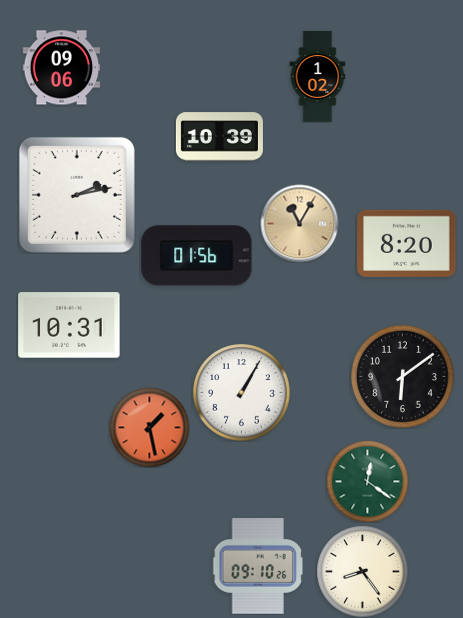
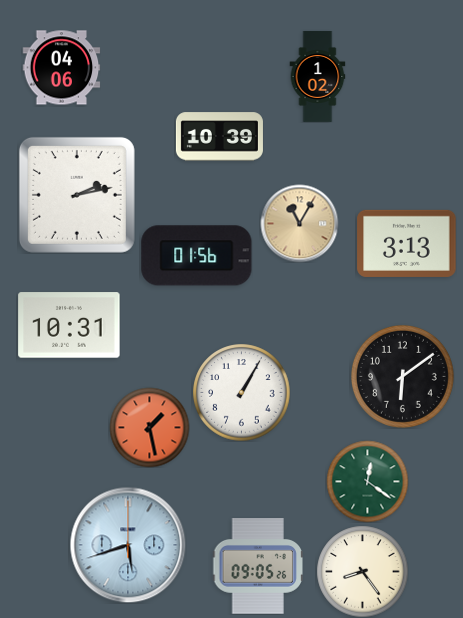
clock at (61, 68): 09:06 -> 04:06
clock at (407, 243): 8:20 -> 3:13
clock at (128, 545): none -> 5:42
clock at (259, 566): 09:10 -> 09:05
